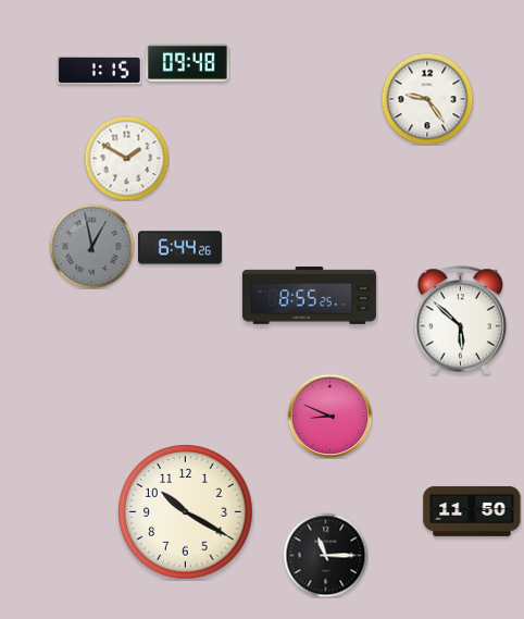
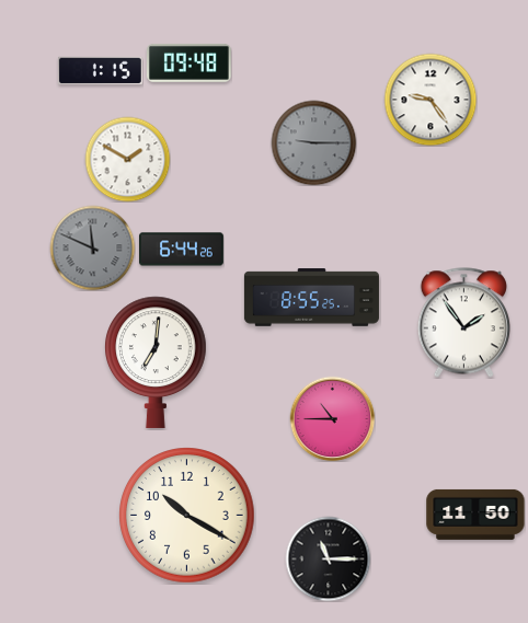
clock at (313, 142): none -> 9:15
clock at (91, 246): 12:58 -> 11:49
clock at (460, 321): 5:52 -> 1:54
clock at (156, 362): none -> 7:01
clock at (329, 416): 8:49 -> 10:45
